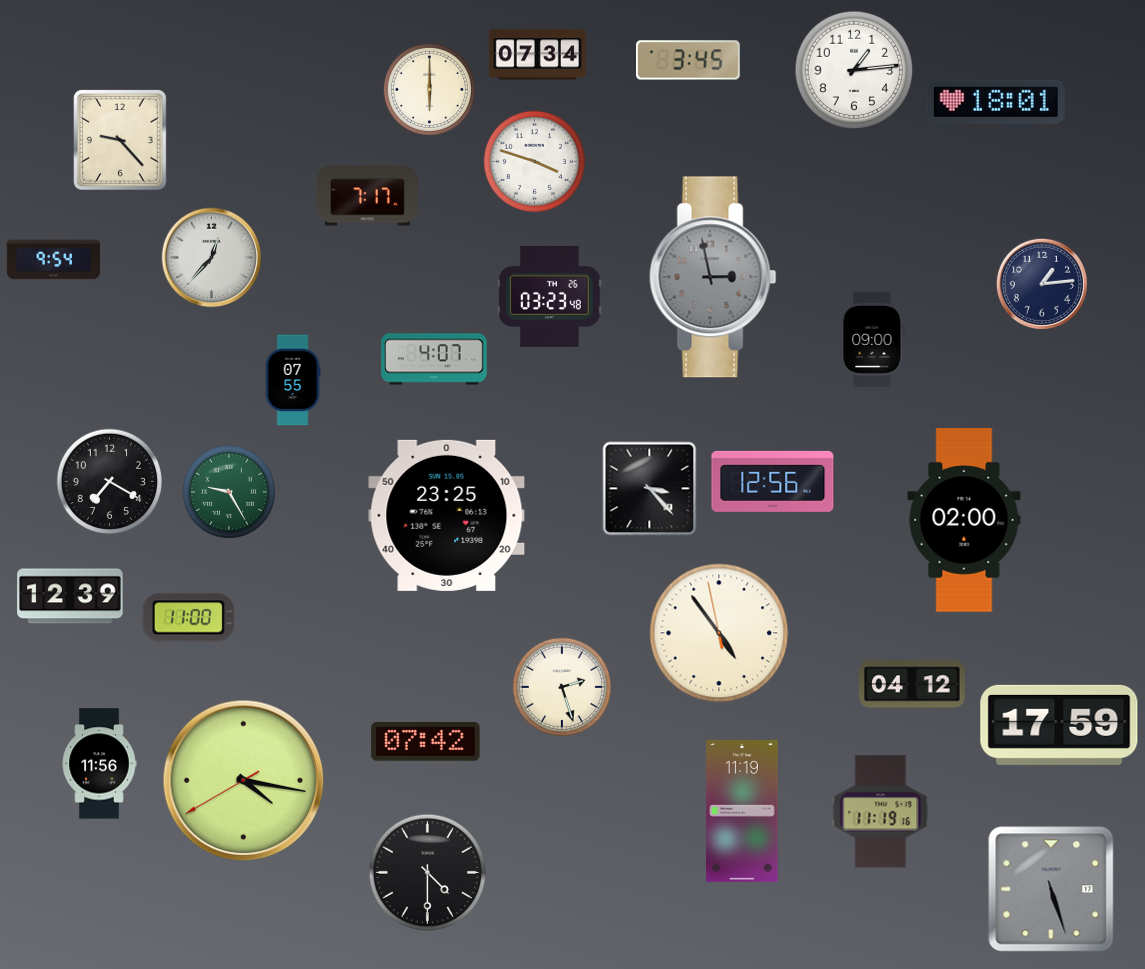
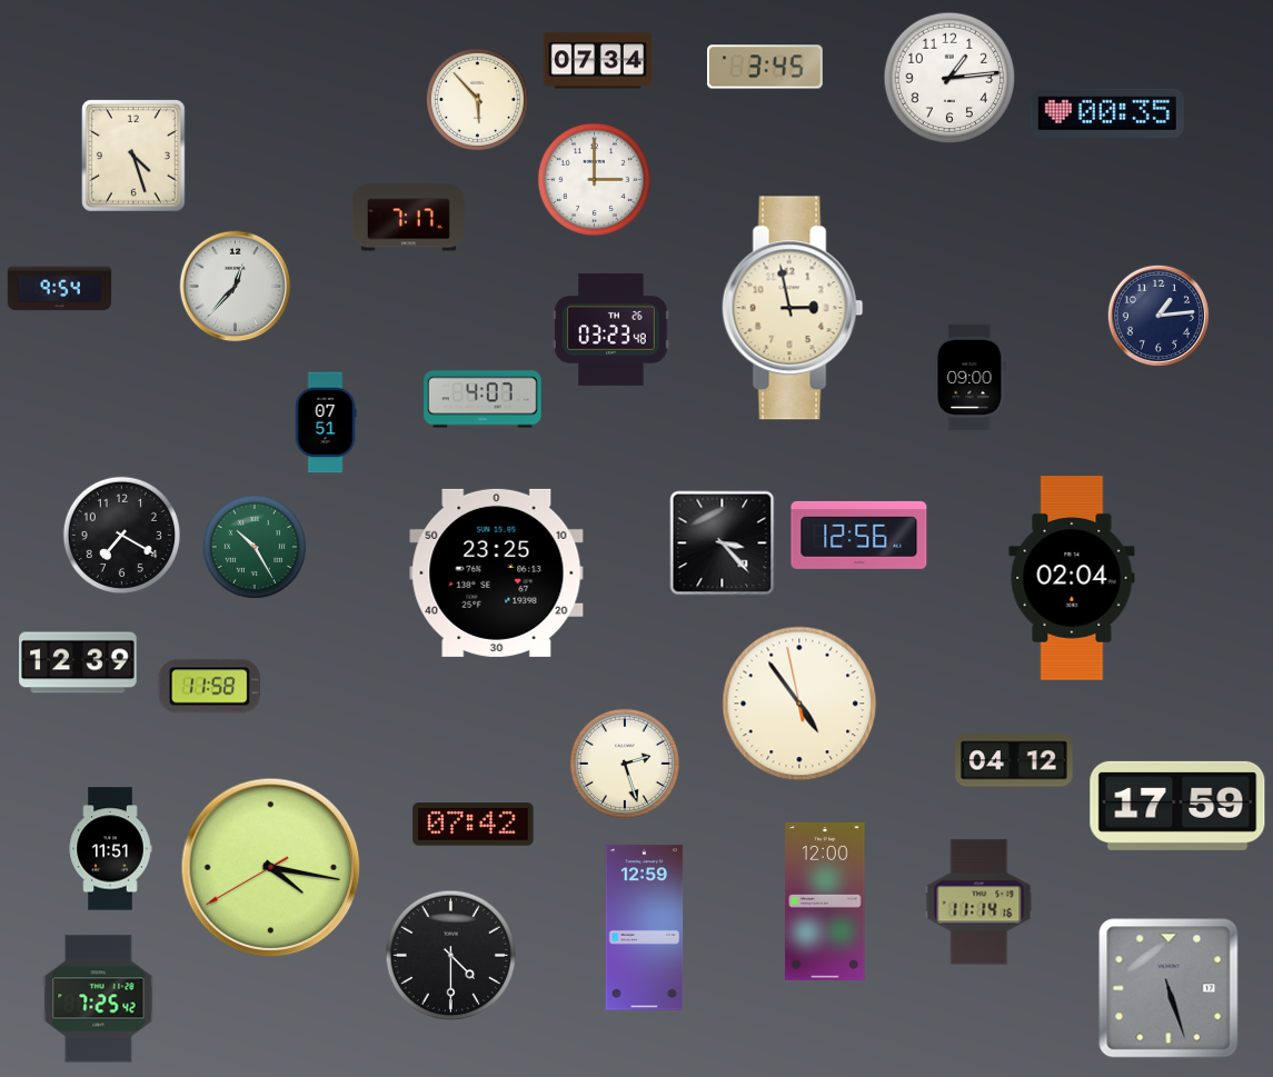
clock at (429, 89): 6:00 -> 5:53
clock at (996, 102): 18:01 -> 00:35
clock at (120, 140): 9:23 -> 4:27
clock at (534, 161): 3:48 -> 3:00
clock at (713, 277) dial: grey -> cream
clock at (293, 380): 07:55 -> 07:51
clock at (229, 492): 9:25 -> 10:25
clock at (964, 521): 02:00 -> 02:04
clock at (189, 618): 11:00 -> 11:58
clock at (99, 764): 11:56 -> 11:51
clock at (742, 811): 11:19 -> 12:00
clock at (881, 812): 11:19 -> 11:14
clock at (645, 928): none -> 12:59
clock at (428, 873) position: (428, 873) -> (451, 956)
clock at (99, 999): none -> 7:25
